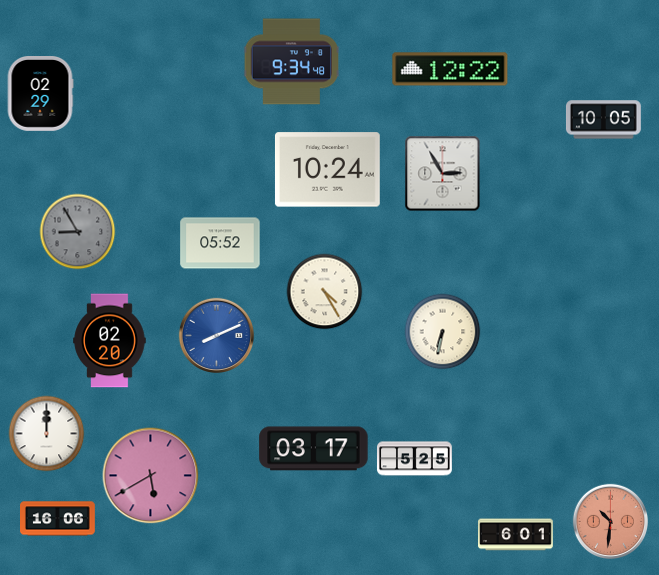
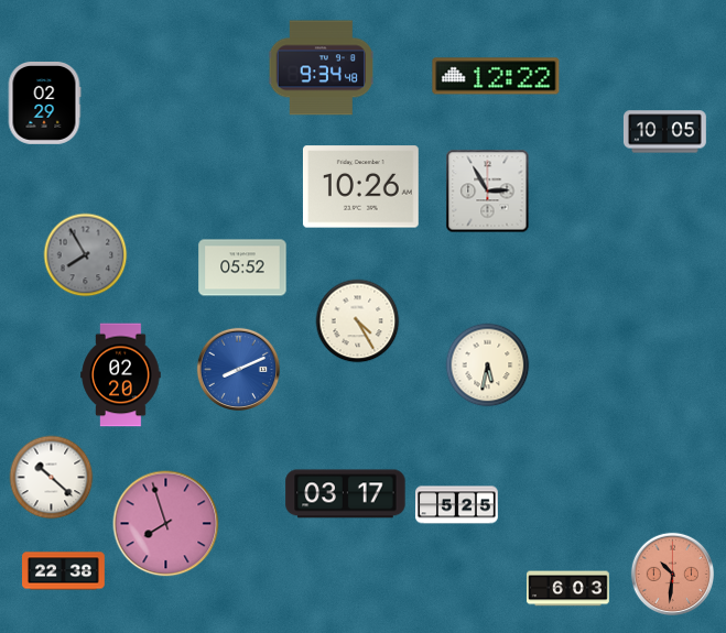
clock at (327, 170): 10:24 -> 10:26
clock at (78, 232): 8:55 -> 7:55
clock at (443, 332): 6:32 -> 5:32
clock at (47, 434): 12:00 -> 10:22
clock at (151, 476): 5:40 -> 7:57
clock at (58, 519): 16:06 -> 22:38
clock at (516, 535): 6:01 -> 6:03
